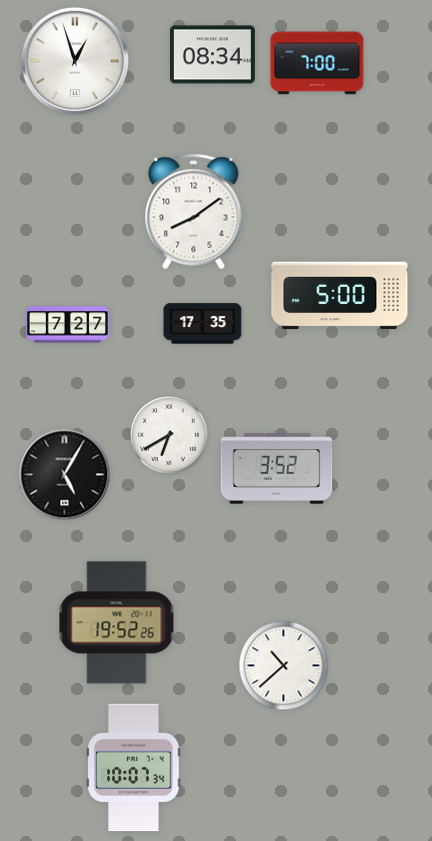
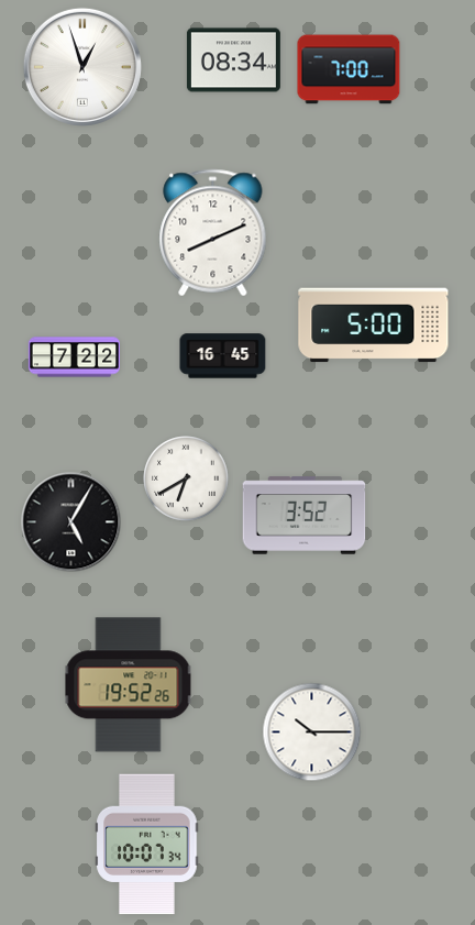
clock at (194, 212): 8:09 -> 8:11
clock at (203, 324): 17:35 -> 16:45
clock at (67, 325): 7:27 -> 7:22
clock at (284, 666): 10:38 -> 10:15
